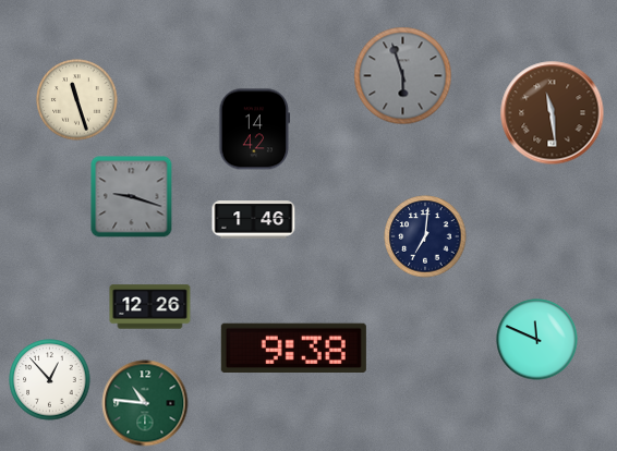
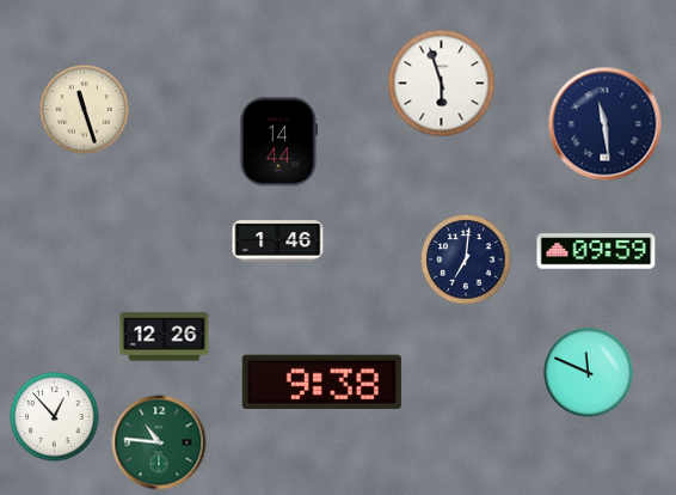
clock at (403, 76) dial: grey -> white
clock at (553, 113) dial: brown -> navy
clock at (255, 130): 14:42 -> 14:44
clock at (132, 197): 9:18 -> none
clock at (596, 251): none -> 09:59
